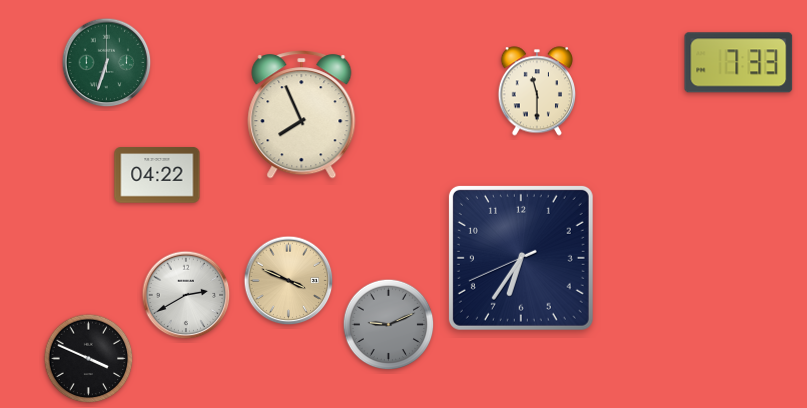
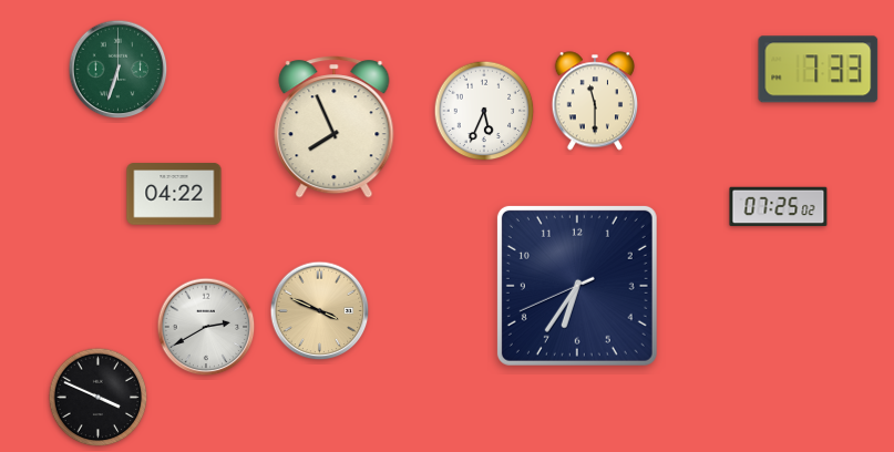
clock at (484, 111): none -> 5:34
clock at (779, 207): none -> 07:25
clock at (389, 325): 9:11 -> none
